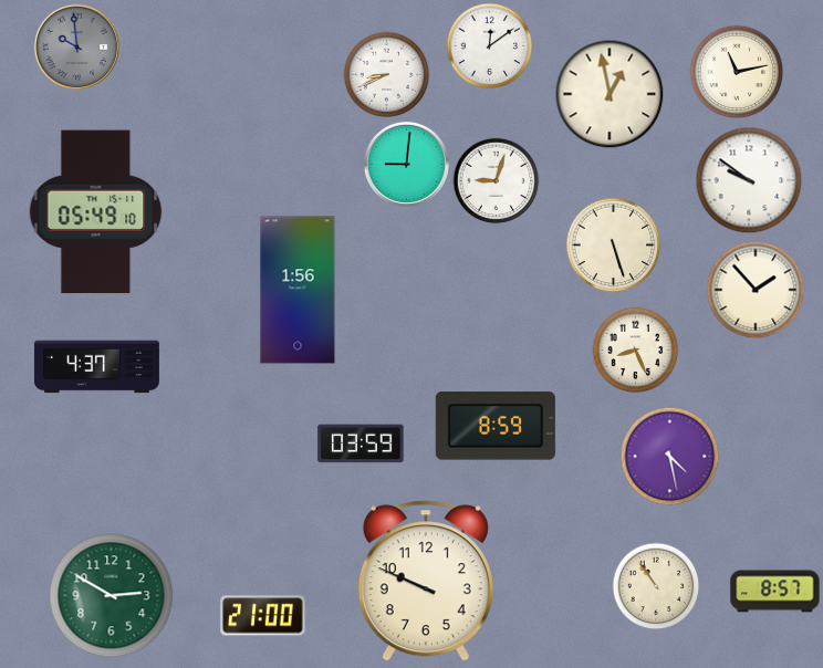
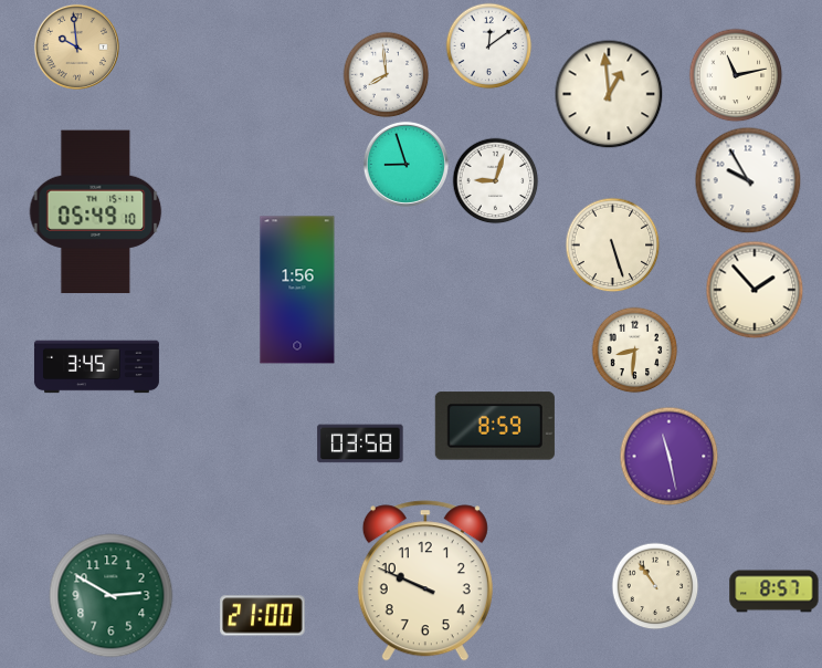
clock at (76, 46) dial: grey -> champagne
clock at (737, 72) position: (737, 72) -> (736, 75)
clock at (386, 74): 8:41 -> 7:59
clock at (610, 94): 12:58 -> 12:59
clock at (406, 164): 9:01 -> 8:57
clock at (749, 180): 9:51 -> 9:55
clock at (635, 349): 8:26 -> 8:31
clock at (96, 367): 4:37 -> 3:45
clock at (361, 443): 03:59 -> 03:58
clock at (669, 456): 4:28 -> 11:28
